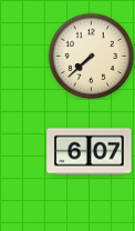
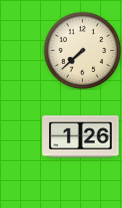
clock at (90, 152): 6:07 -> 1:26
